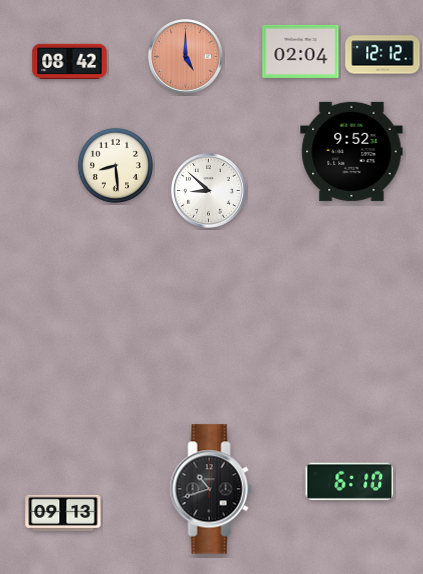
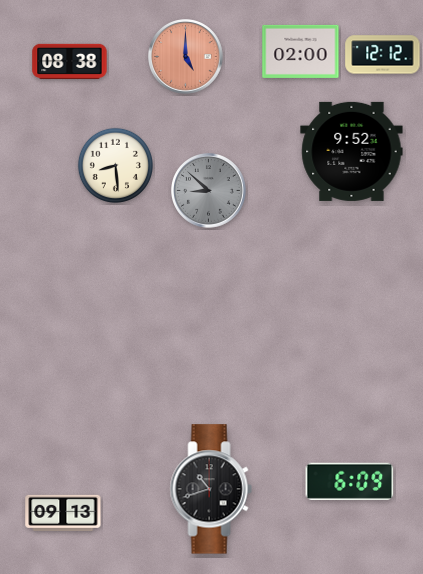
clock at (301, 51): 02:04 -> 02:00
clock at (70, 61): 08:42 -> 08:38
clock at (209, 191) dial: white -> grey
clock at (350, 481): 6:10 -> 6:09
